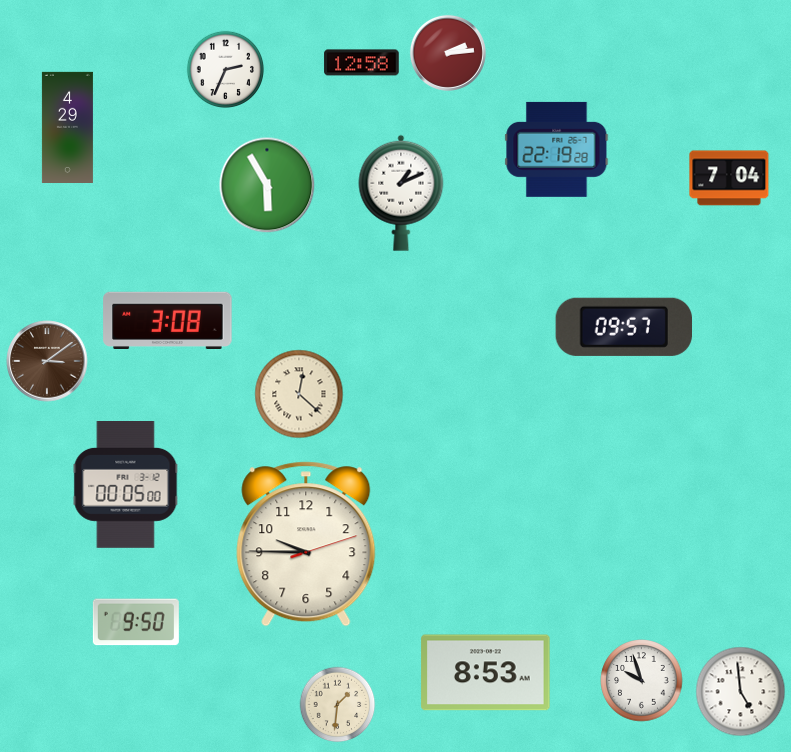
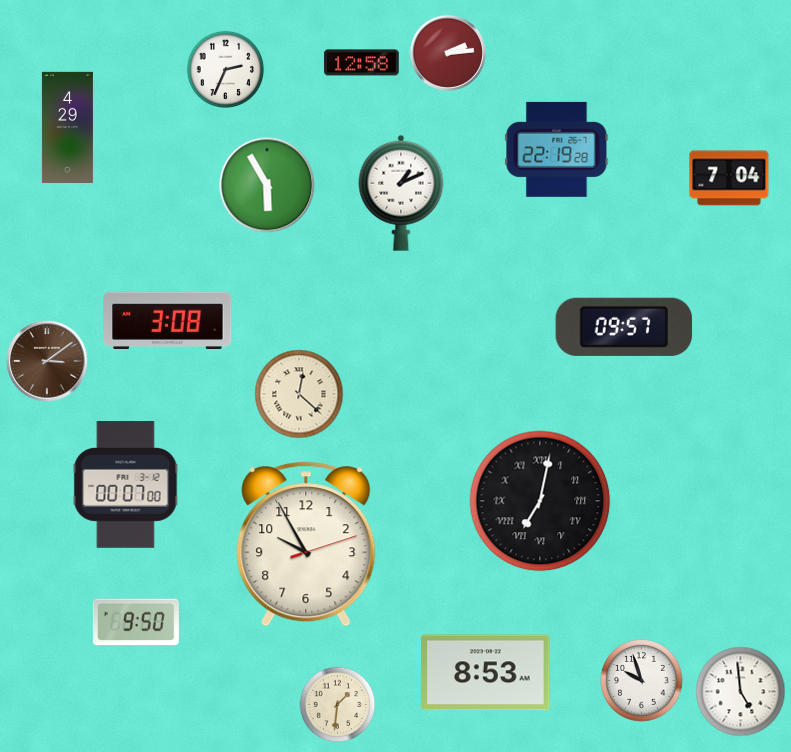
clock at (126, 485): 00:05 -> 00:07
clock at (540, 501): none -> 7:02
clock at (306, 544): 9:45 -> 9:55
